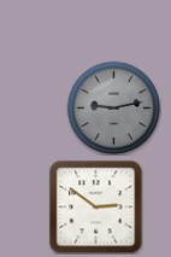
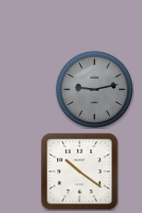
clock at (95, 206): 2:51 -> 10:21
